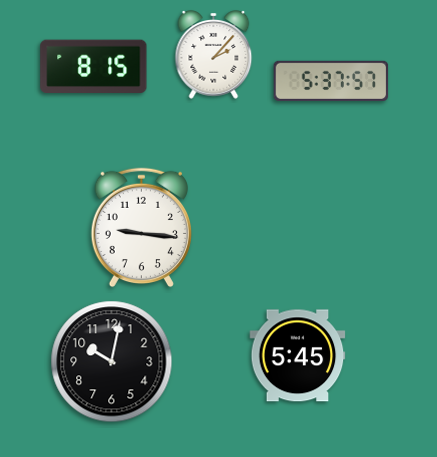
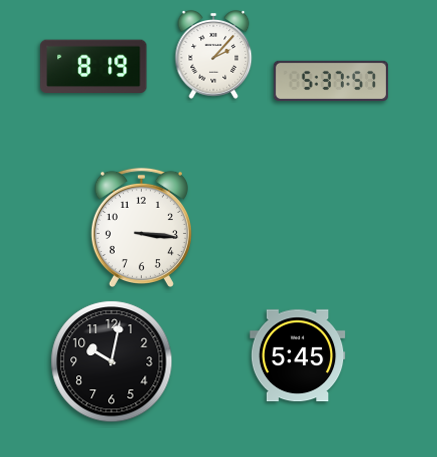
clock at (94, 66): 8:15 -> 8:19
clock at (141, 228): 9:16 -> 3:16
